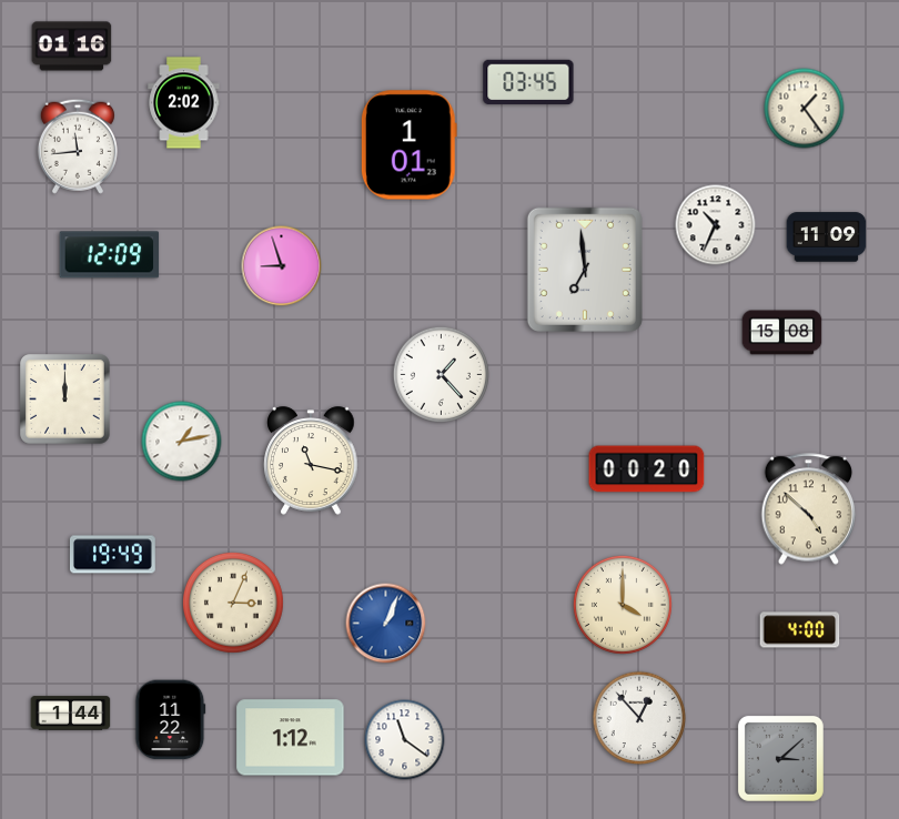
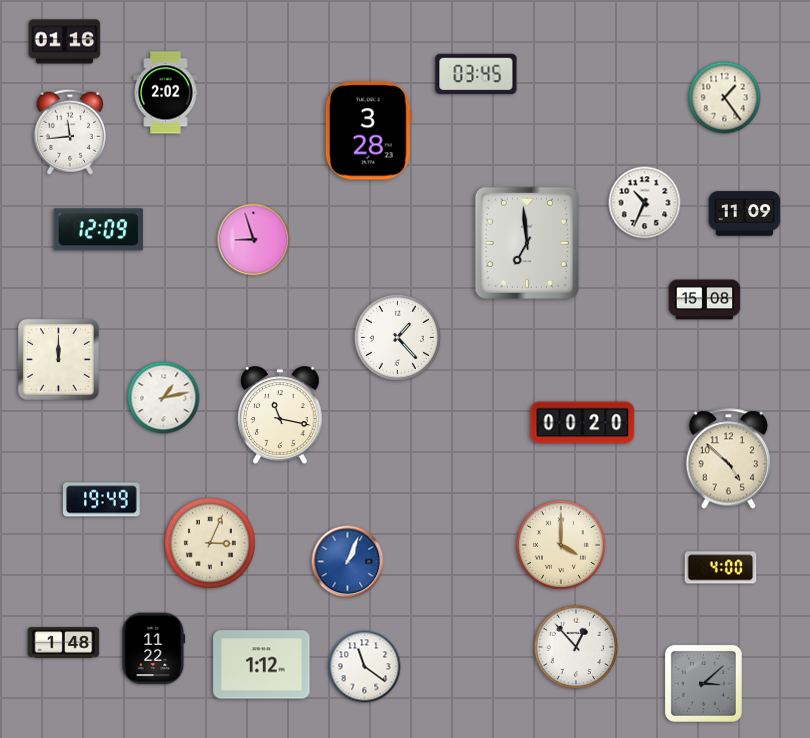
clock at (408, 145): 1:01 -> 3:28
clock at (71, 714): 1:44 -> 1:48
